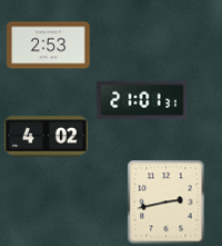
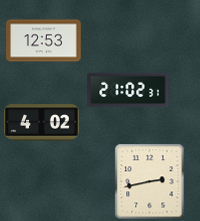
clock at (49, 46): 2:53 -> 12:53
clock at (142, 100): 21:01 -> 21:02
